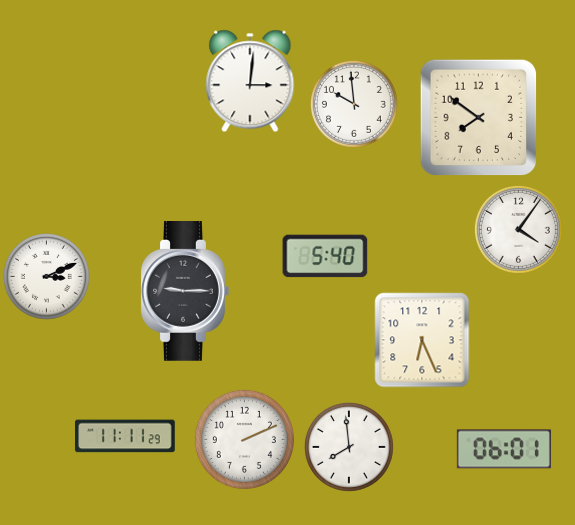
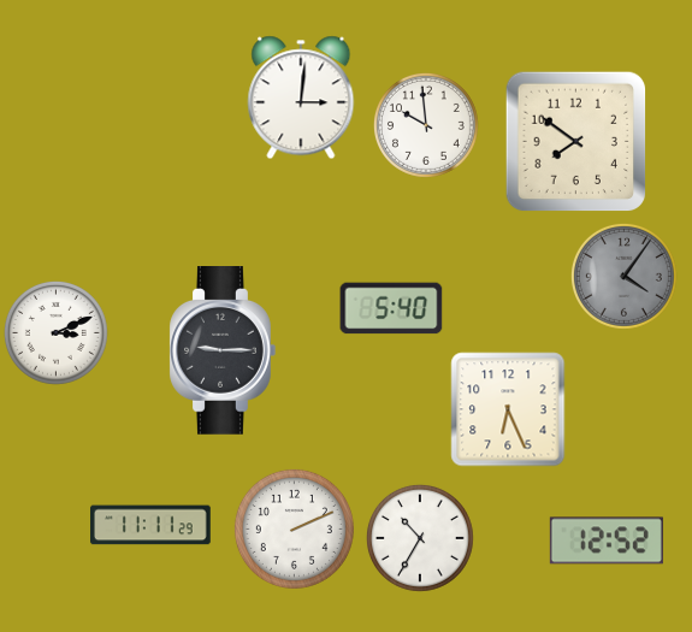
clock at (518, 229) dial: white -> grey
clock at (349, 447): 7:59 -> 10:35
clock at (504, 449): 06:01 -> 12:52
